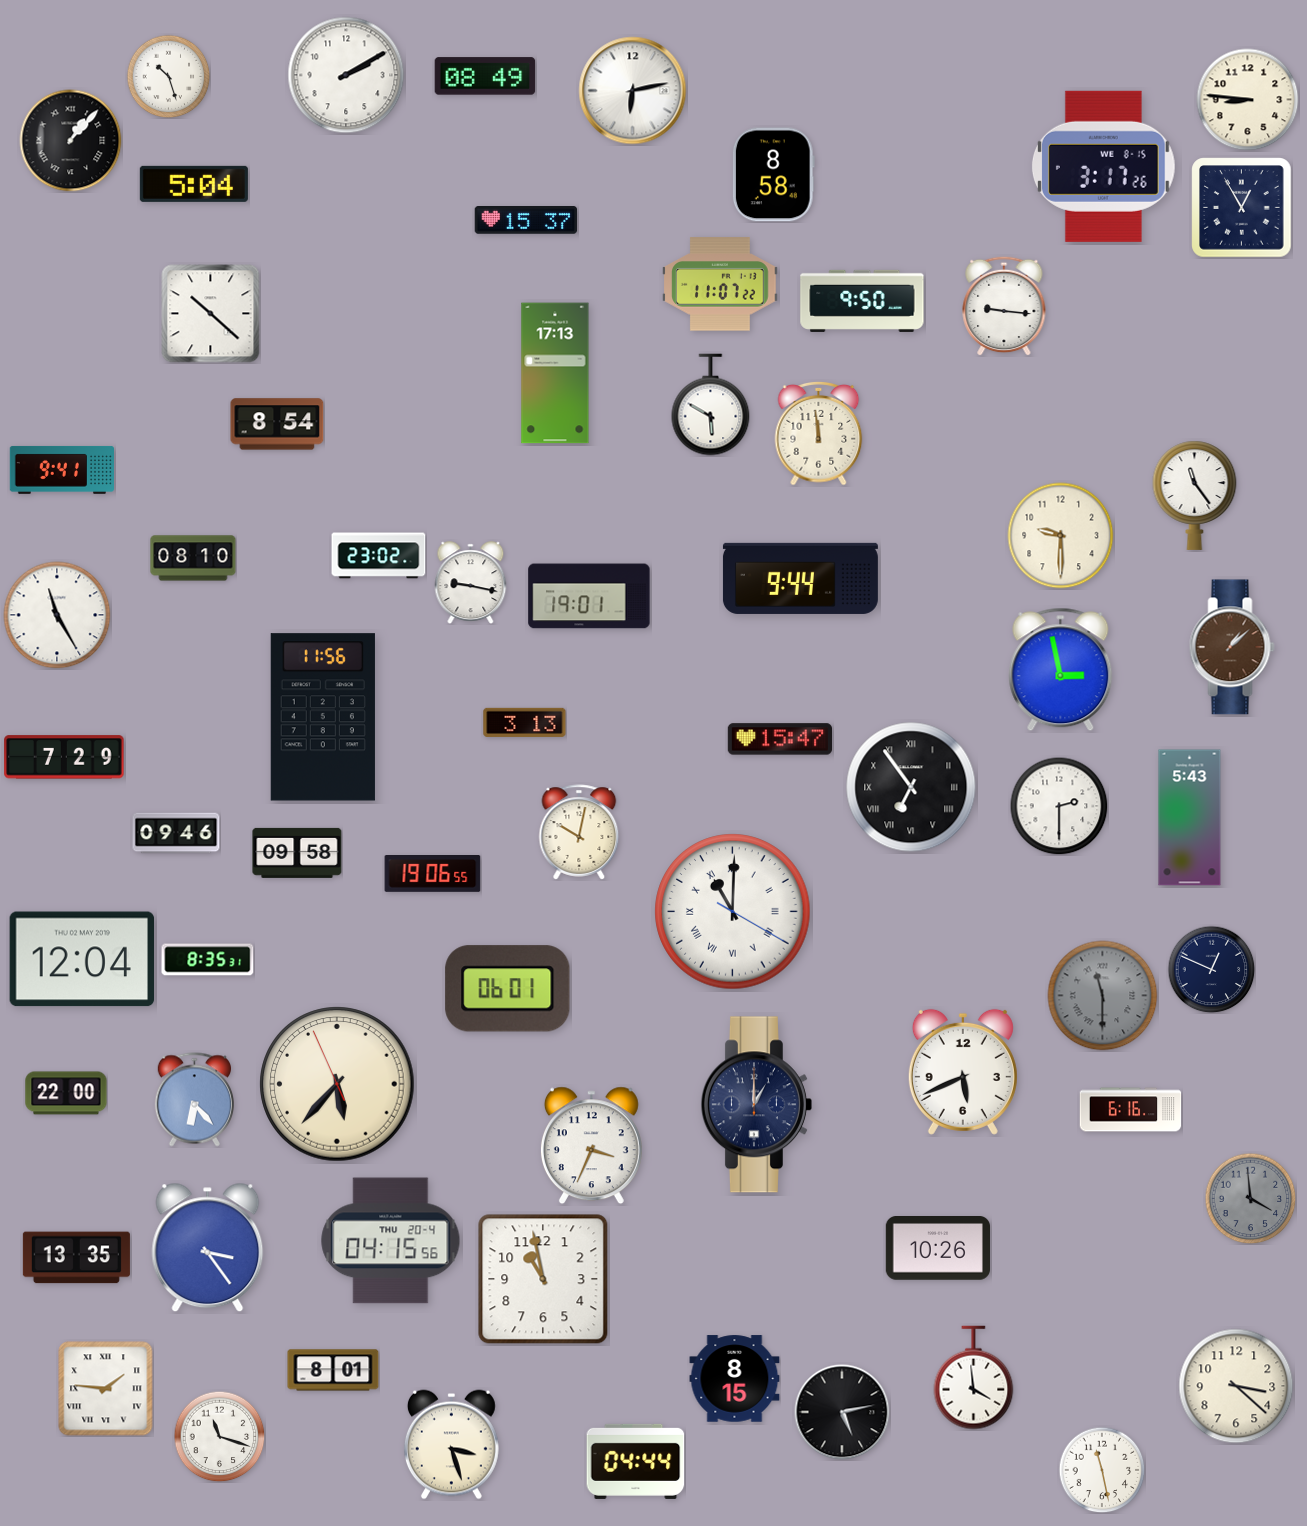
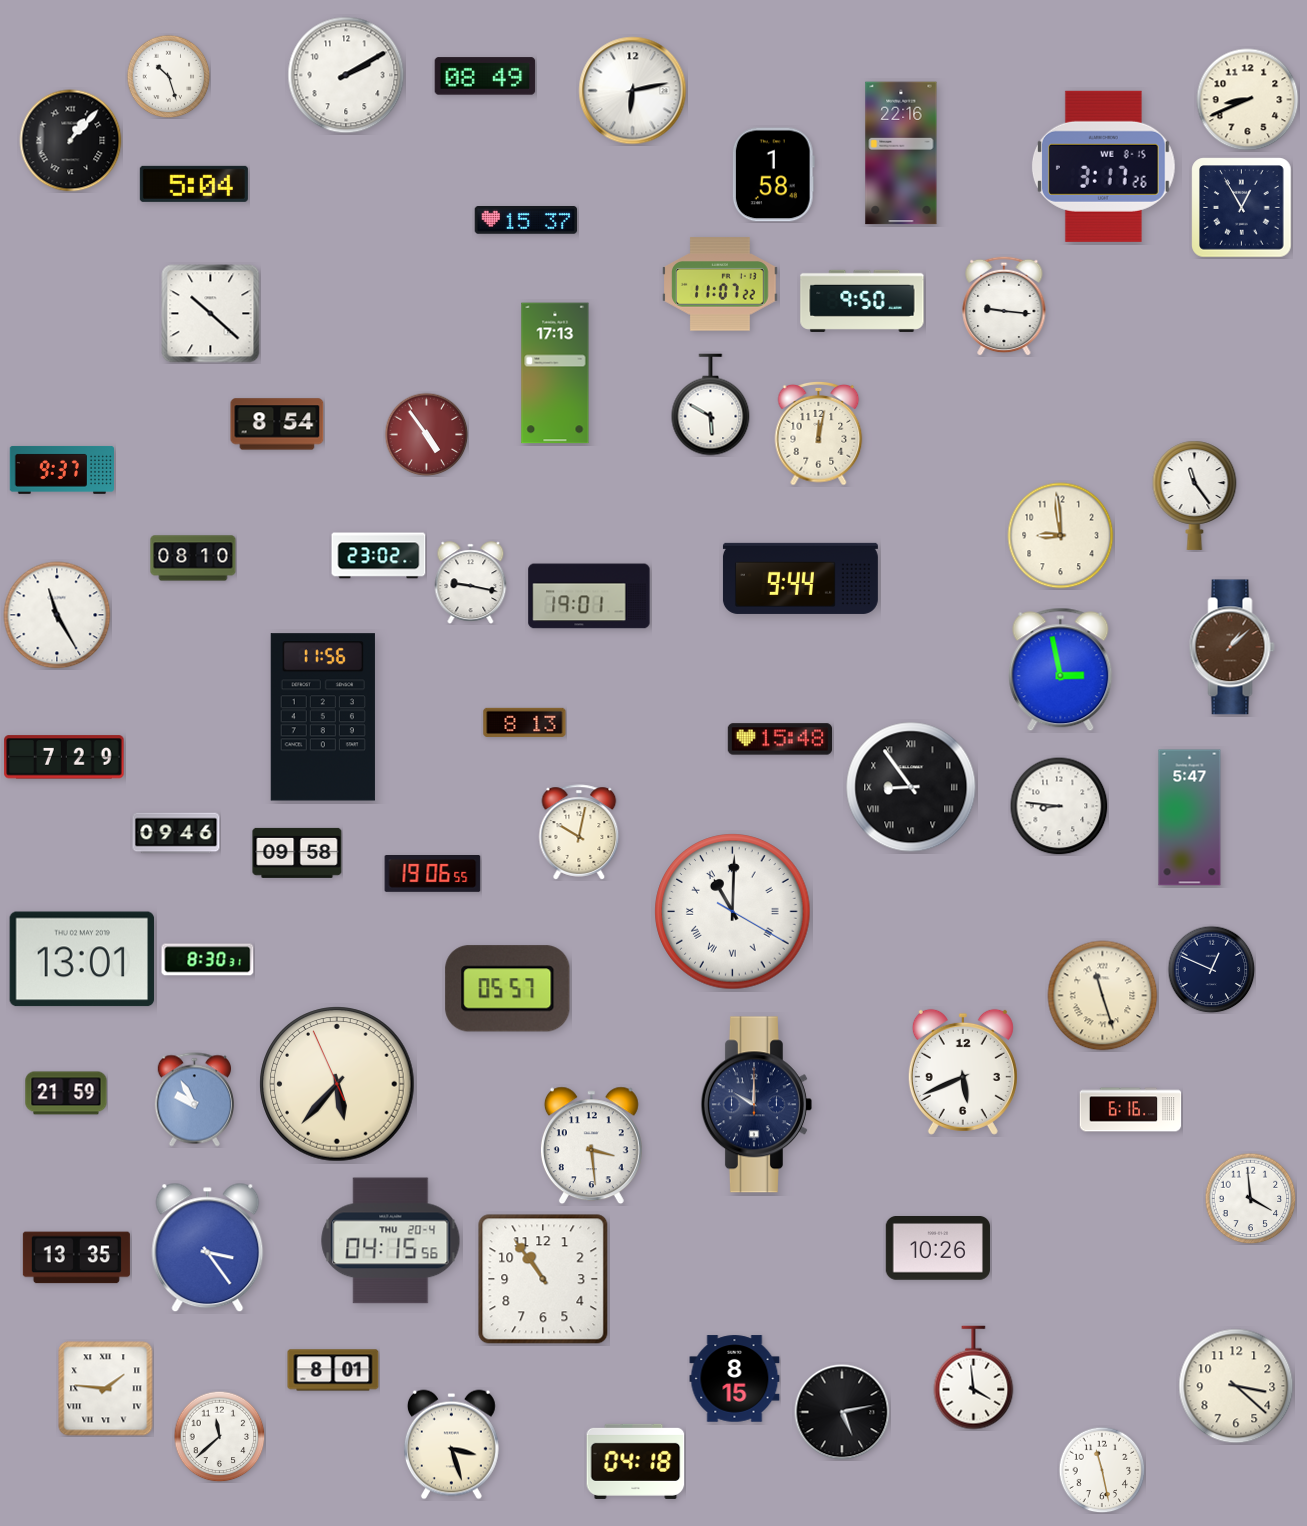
clock at (1248, 100): 8:46 -> 8:41
clock at (901, 153): none -> 22:16
clock at (773, 175): 8:58 -> 1:58
clock at (426, 434): none -> 4:54
clock at (819, 434): 11:59 -> 12:02
clock at (61, 470): 9:41 -> 9:37
clock at (1061, 536): 9:30 -> 8:59
clock at (525, 722): 3:13 -> 8:13
clock at (779, 739): 15:47 -> 15:48
clock at (911, 787): 6:54 -> 8:54
clock at (1059, 806): 2:30 -> 8:46
clock at (1190, 818): 5:43 -> 5:47
clock at (81, 959): 12:04 -> 13:01
clock at (208, 960): 8:35 -> 8:30
clock at (508, 989): 06:01 -> 05:57
clock at (1103, 996): 11:30 -> 11:27
clock at (1103, 996) dial: grey -> cream
clock at (66, 1093): 22:00 -> 21:59
clock at (194, 1100): 6:23 -> 9:55
clock at (756, 1105): 1:00 -> 10:00
clock at (591, 1146): 3:34 -> 3:29
clock at (1250, 1198) dial: grey -> white
clock at (543, 1279): 10:58 -> 10:54
clock at (219, 1436): 11:18 -> 11:38
clock at (636, 1461): 04:44 -> 04:18
